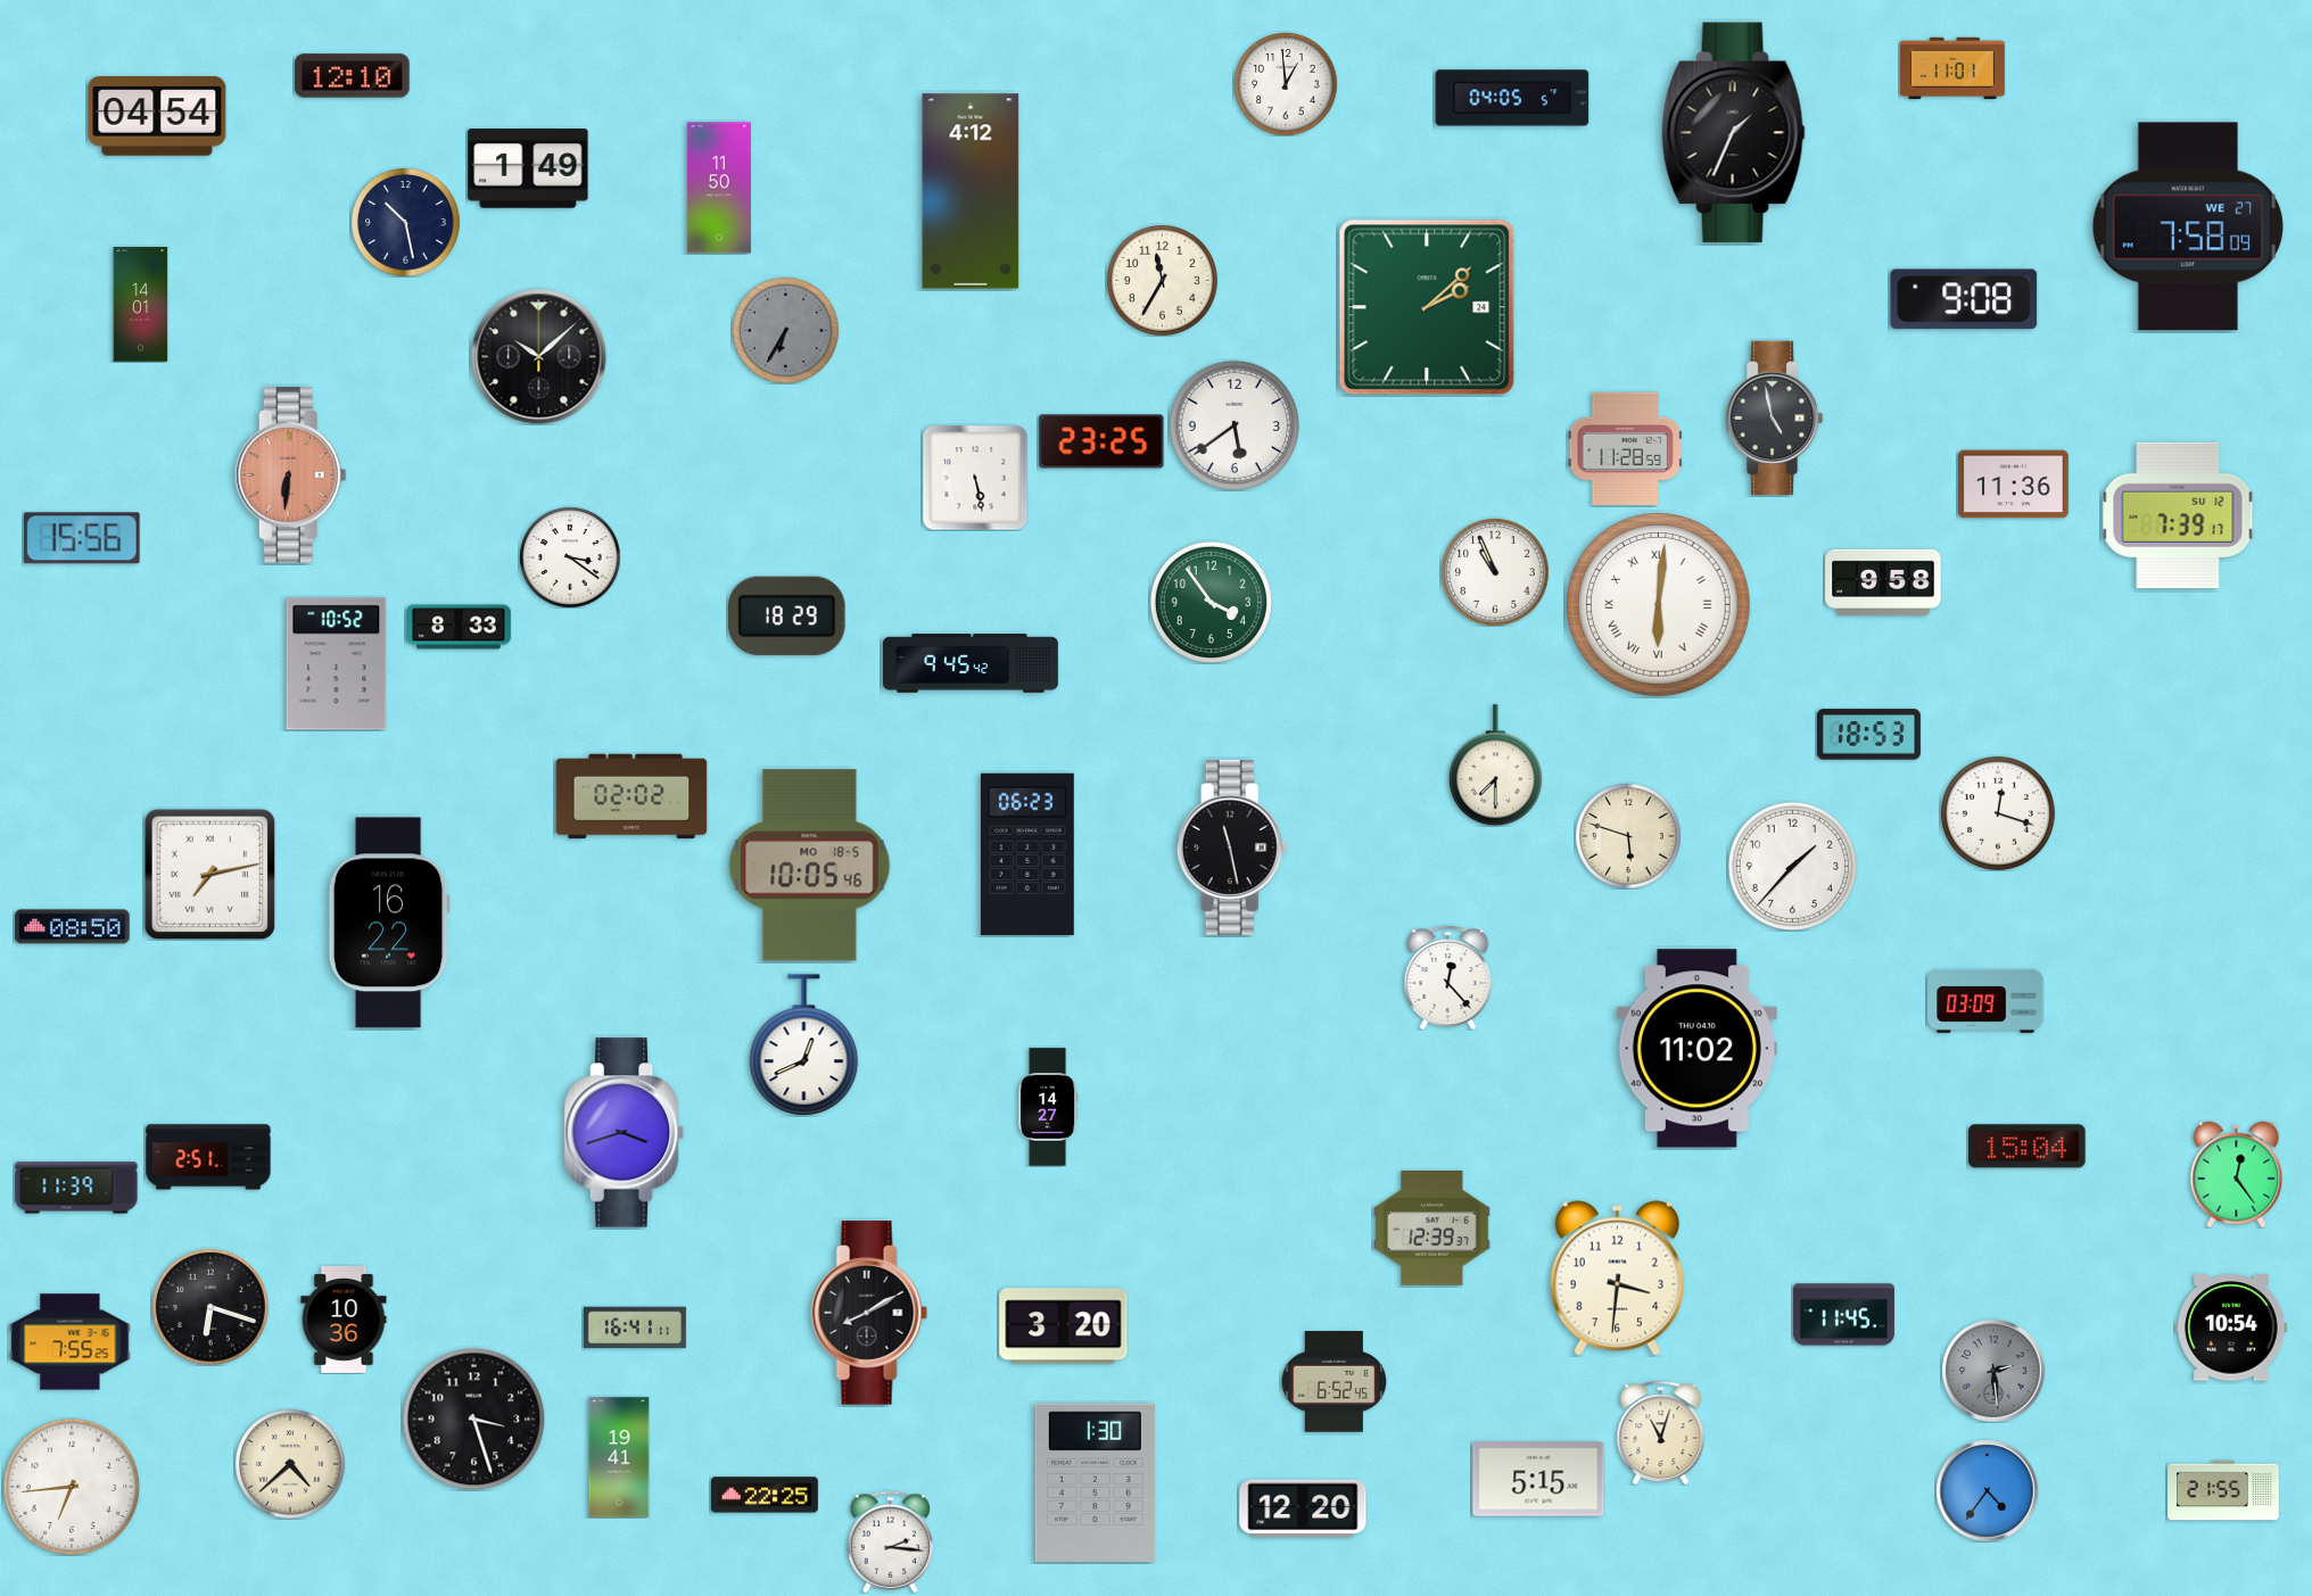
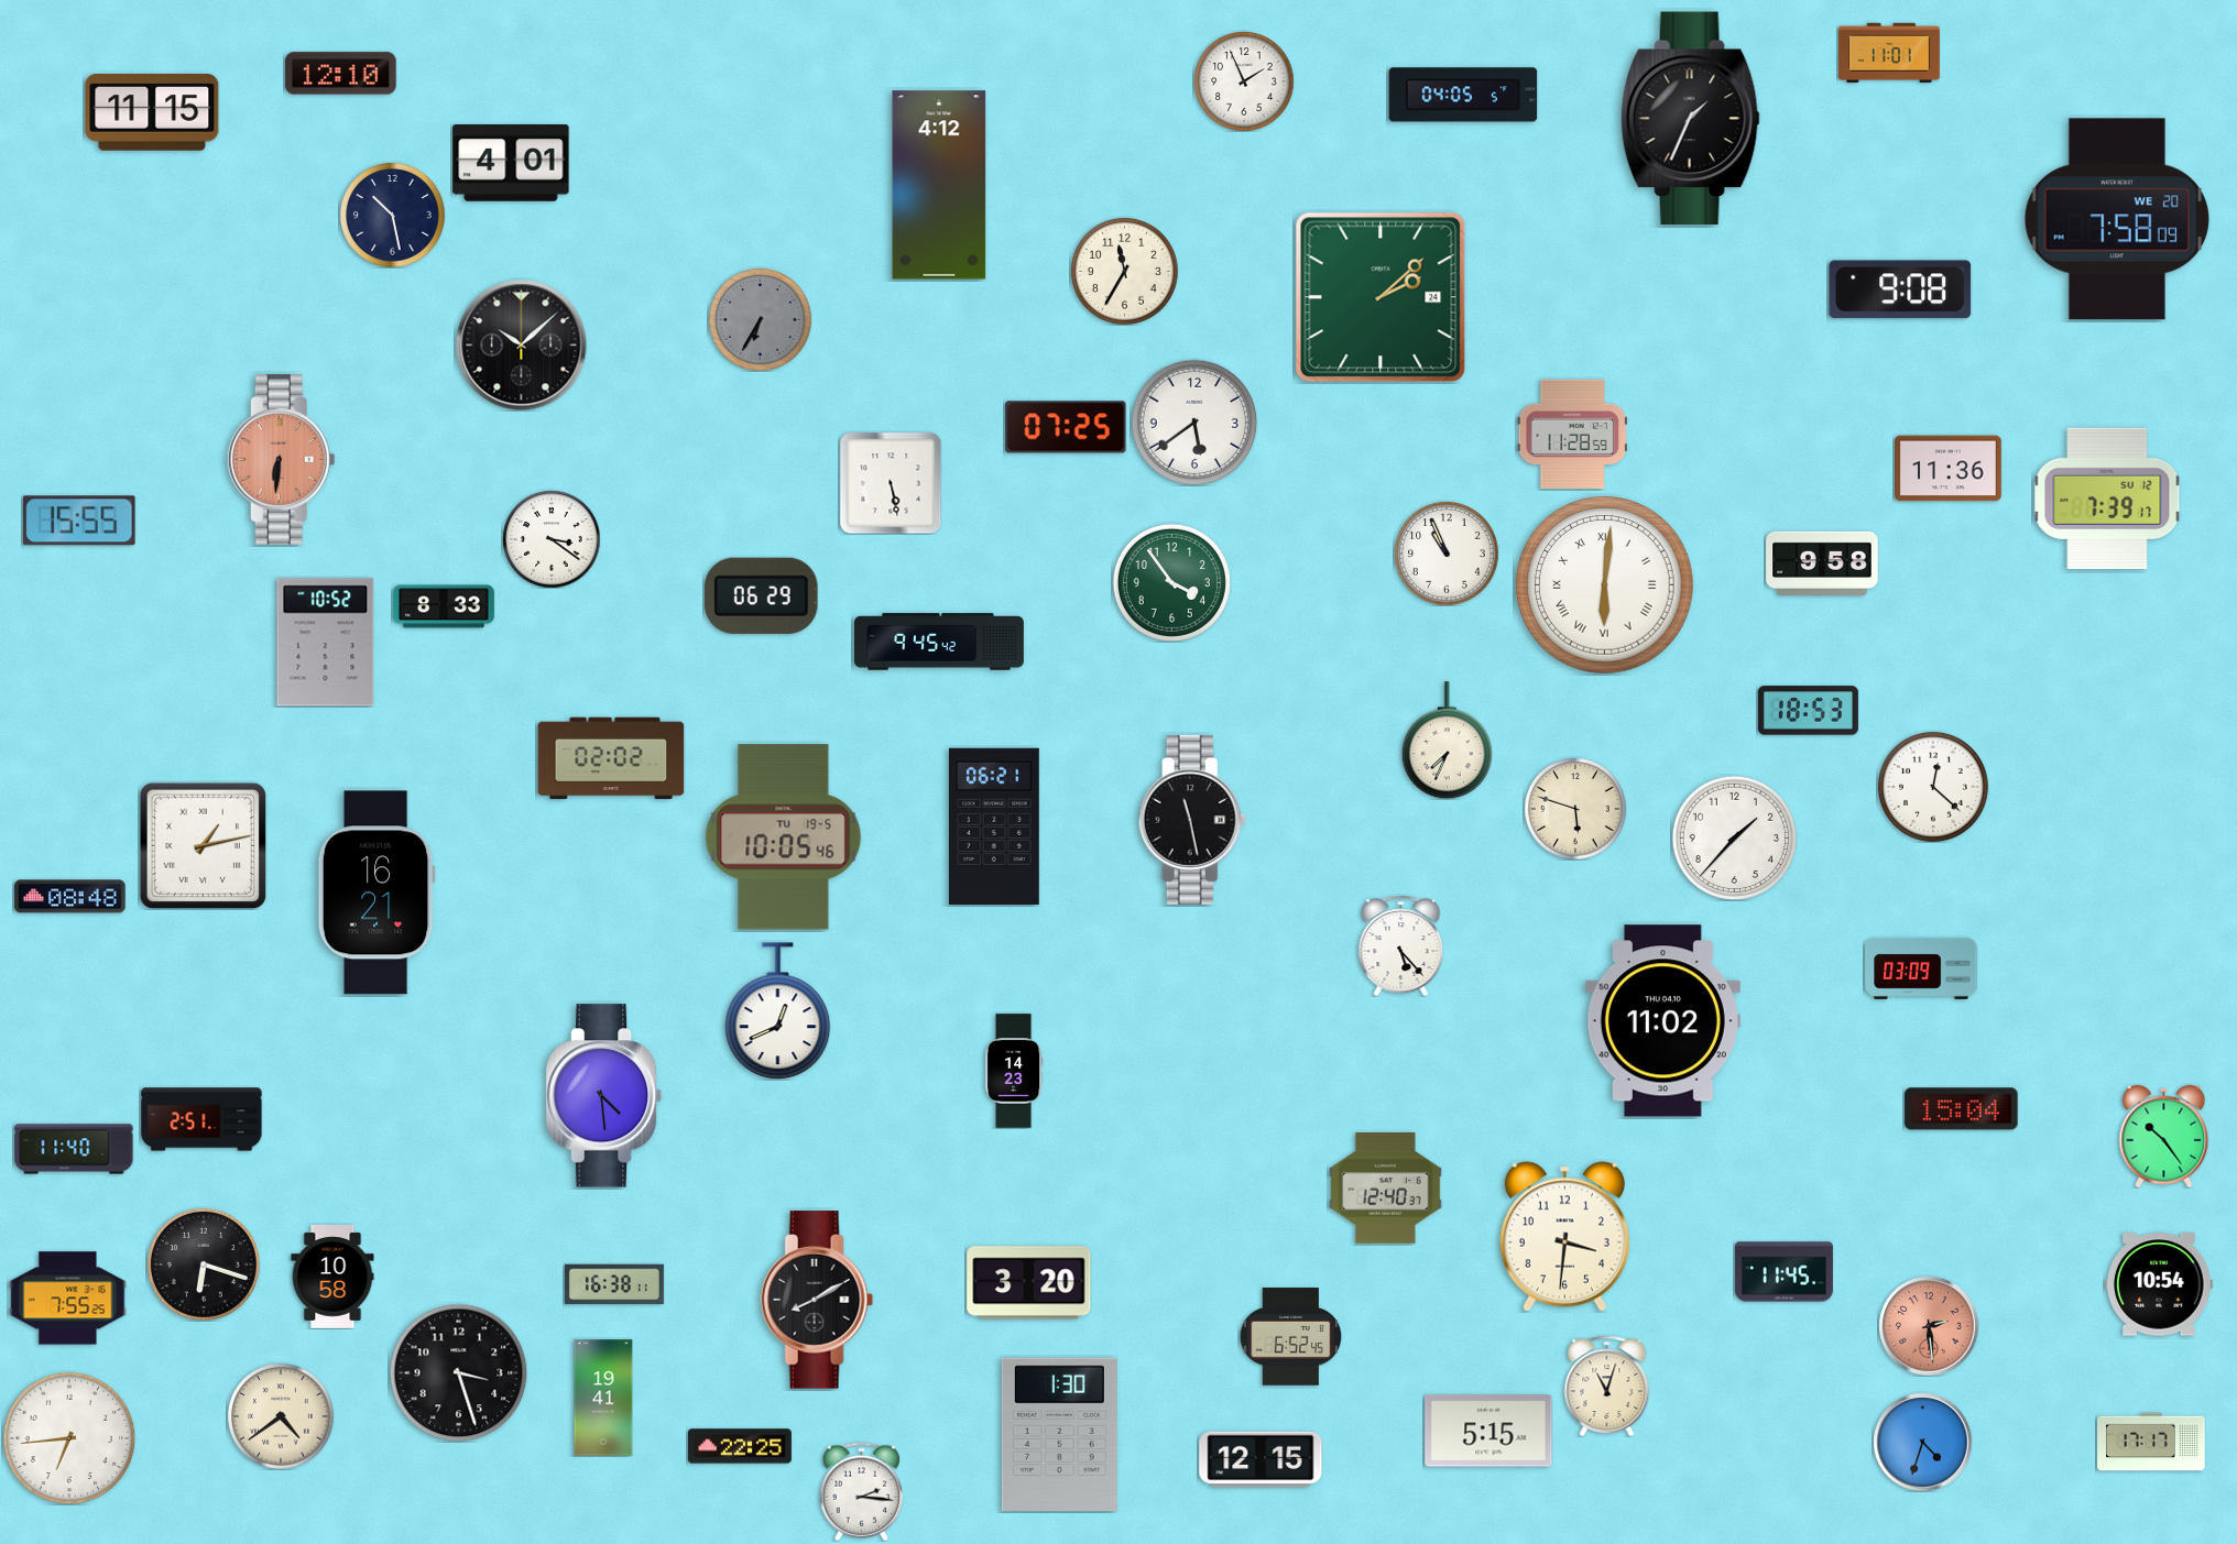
clock at (1952, 67) position: (1952, 67) -> (1889, 52)
clock at (1286, 84): 12:59 -> 1:56
clock at (157, 117): 04:54 -> 11:15
clock at (1733, 133) position: (1733, 133) -> (1690, 119)
clock at (528, 168): 1:49 -> 4:01
clock at (719, 188): 11:50 -> none
clock at (2188, 226) date: WE 27 -> WE 20
clock at (141, 305): 14:01 -> none
clock at (1774, 419): 4:58 -> none
clock at (1233, 424) position: (1233, 424) -> (1193, 421)
clock at (1101, 441): 23:25 -> 07:25
clock at (975, 478) position: (975, 478) -> (891, 483)
clock at (83, 538): 15:56 -> 15:55
clock at (787, 615): 18:29 -> 06:29
clock at (1495, 766): 7:30 -> 7:34
clock at (631, 796) position: (631, 796) -> (611, 758)
clock at (1998, 813): 12:18 -> 12:22
clock at (1027, 854): 06:23 -> 06:21
clock at (810, 866) date: MO 18-5 -> TU 19-5
clock at (209, 874): 7:13 -> 1:13
clock at (389, 923): 16:22 -> 16:21
clock at (73, 927): 08:50 -> 08:48
clock at (1448, 977): 12:23 -> 5:23
clock at (1696, 1049) position: (1696, 1049) -> (1662, 1021)
clock at (1049, 1107): 14:27 -> 14:23
clock at (625, 1133): 3:42 -> 4:29
clock at (2237, 1174): 12:24 -> 10:24
clock at (76, 1188): 11:39 -> 11:40
clock at (1432, 1229): 12:39 -> 12:40
clock at (869, 1313) position: (869, 1313) -> (817, 1300)
clock at (344, 1320): 10:36 -> 10:58
clock at (635, 1328): 16:41 -> 16:38
clock at (1993, 1371) dial: grey -> salmon
clock at (619, 1457) position: (619, 1457) -> (603, 1398)
clock at (290, 1464): 4:38 -> 4:39
clock at (1987, 1490): 4:36 -> 4:33
clock at (2223, 1490): 21:55 -> 17:17
clock at (1303, 1508): 12:20 -> 12:15
